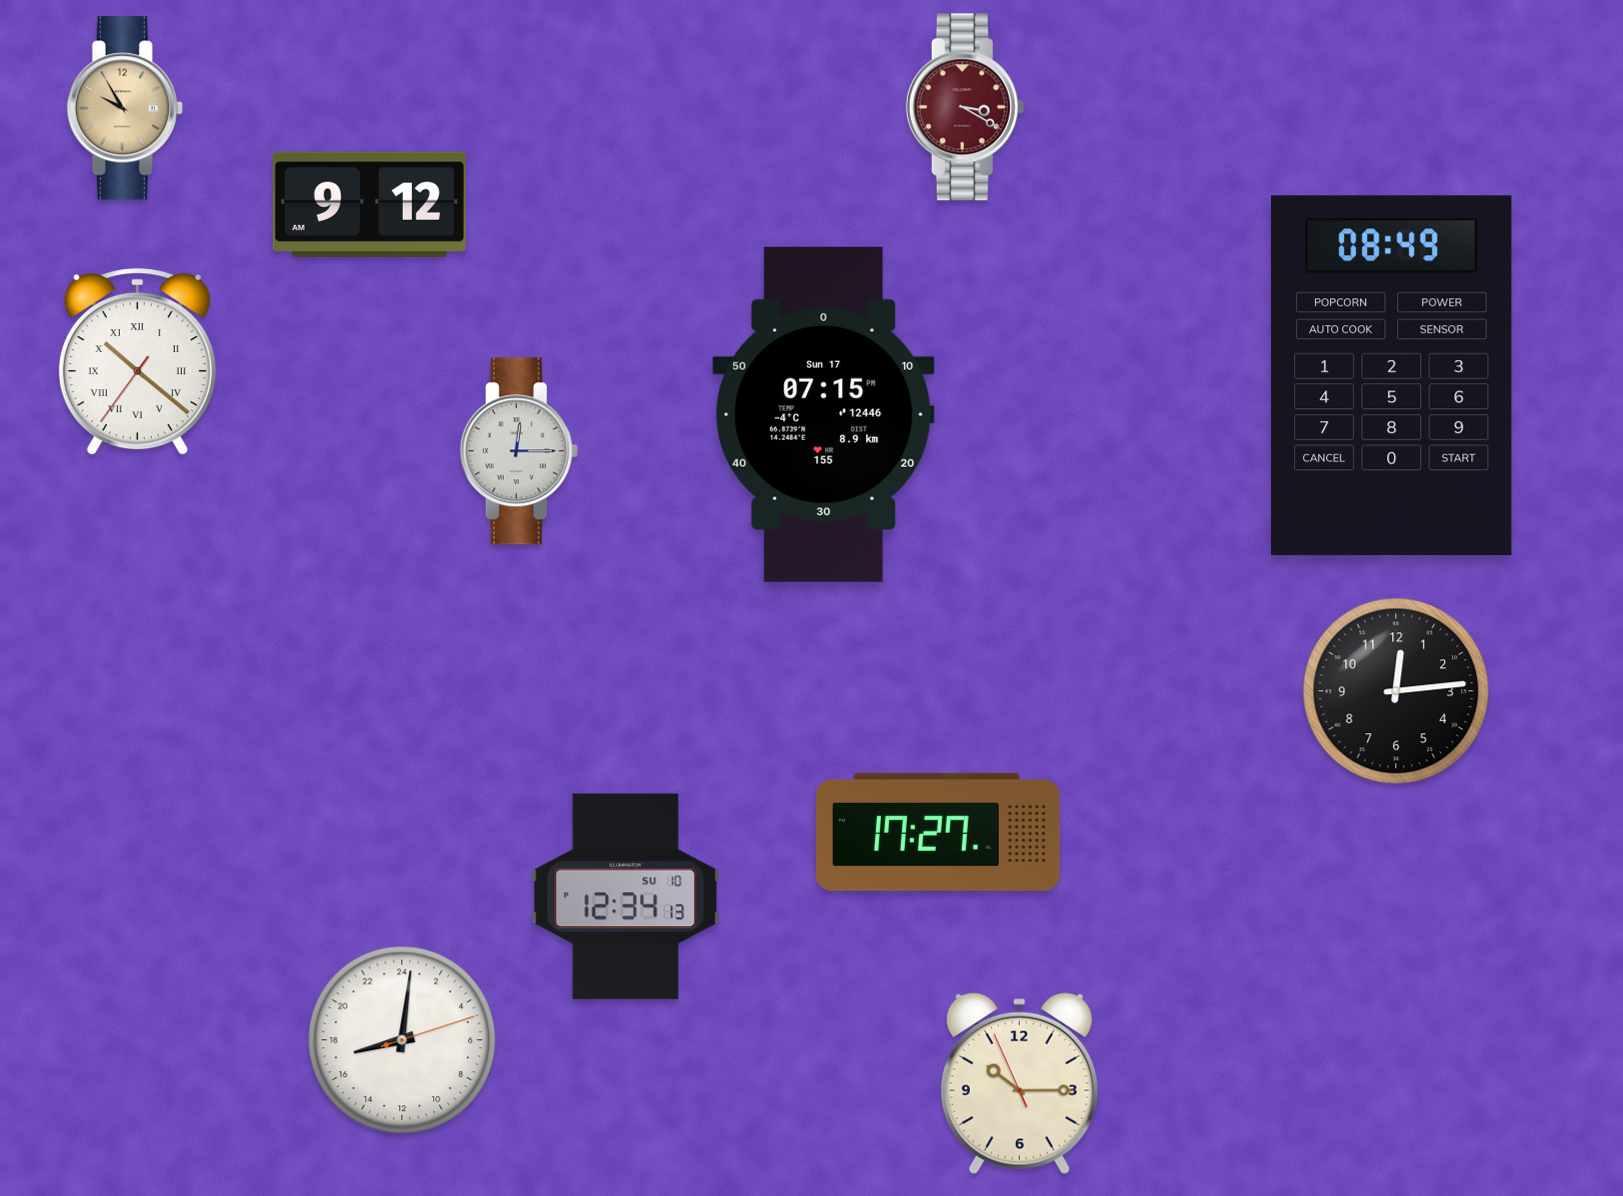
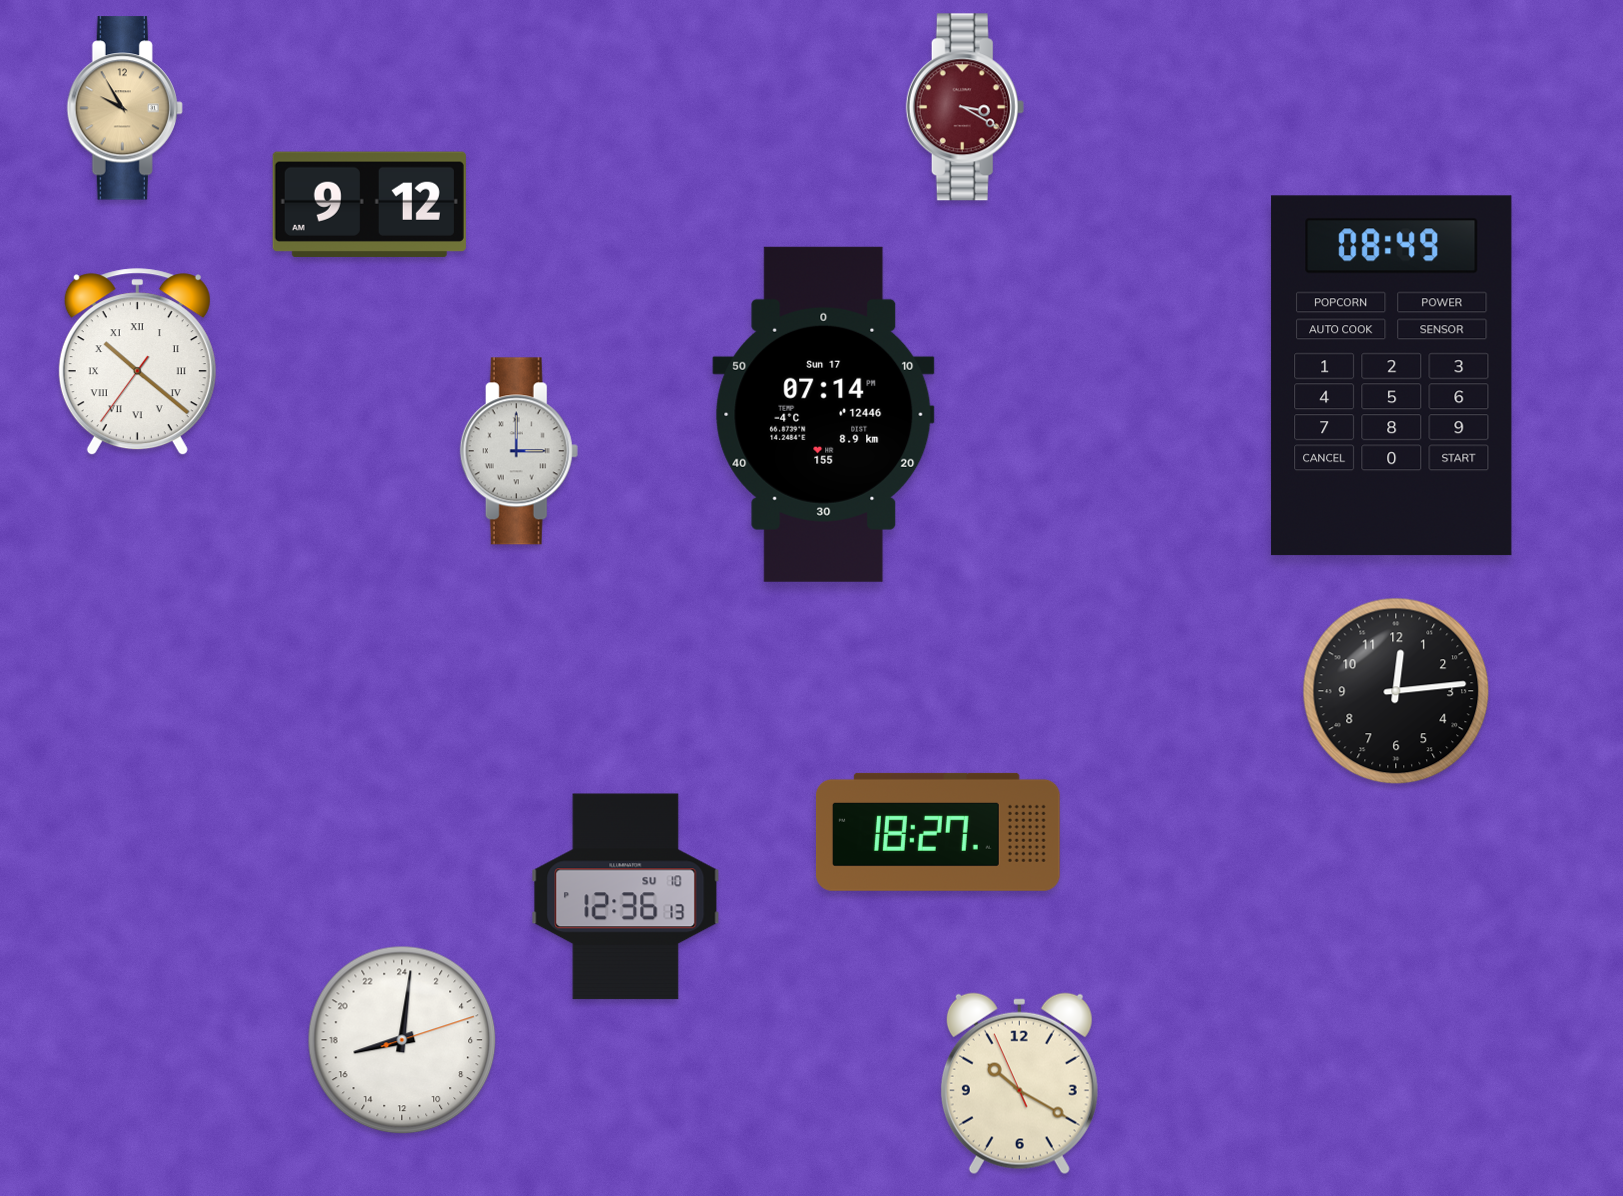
clock at (824, 414): 07:15 -> 07:14
clock at (519, 451): 12:15 -> 3:00
clock at (938, 832): 17:27 -> 18:27
clock at (626, 897): 12:34 -> 12:36
clock at (1019, 1084): 10:14 -> 10:19
